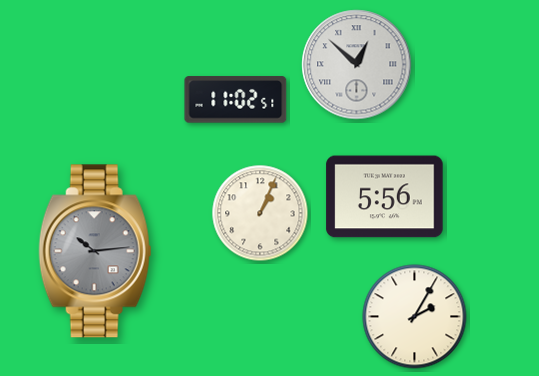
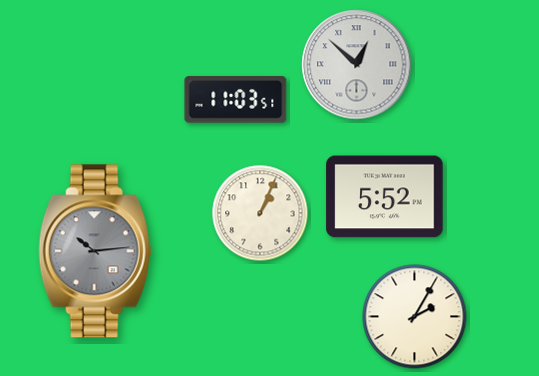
clock at (236, 100): 11:02 -> 11:03
clock at (385, 197): 5:56 -> 5:52
